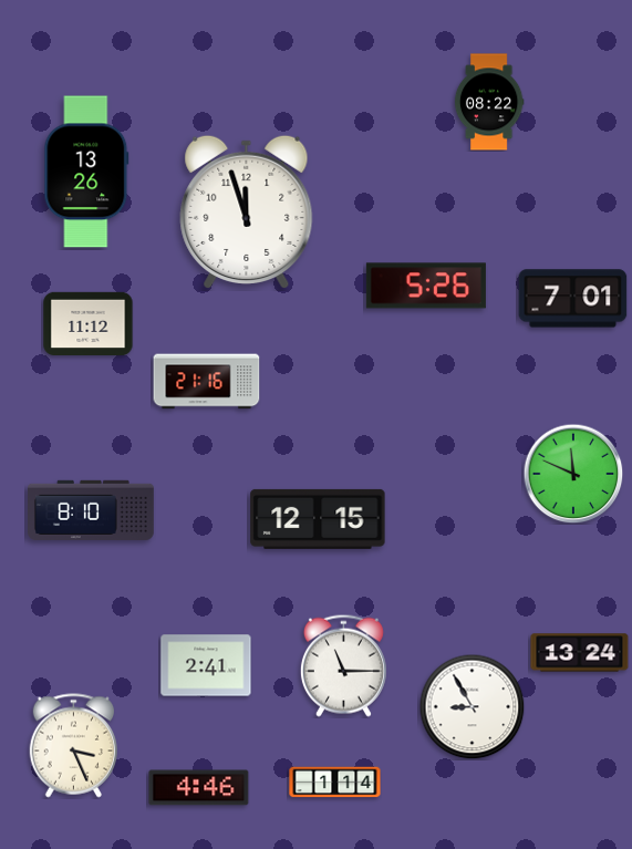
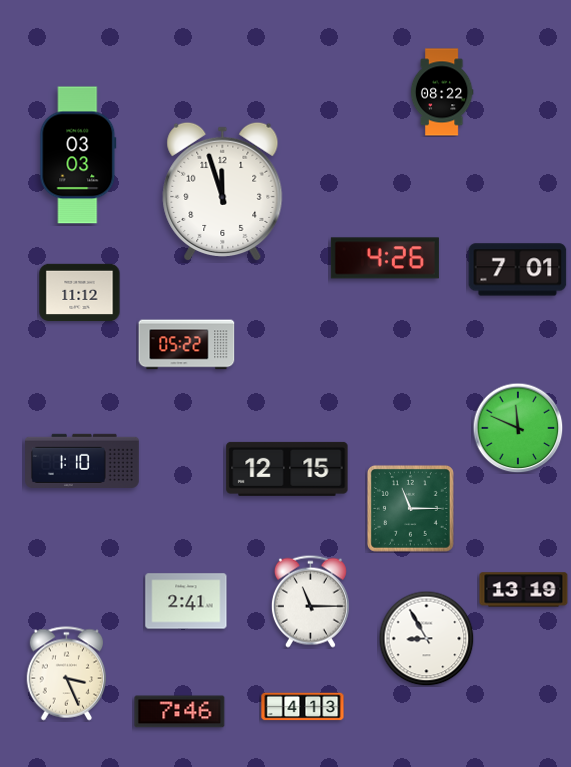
clock at (86, 172): 13:26 -> 03:03
clock at (426, 286): 5:26 -> 4:26
clock at (207, 382): 21:16 -> 05:22
clock at (92, 510): 8:10 -> 1:10
clock at (410, 508): none -> 11:15
clock at (580, 653): 13:24 -> 13:19
clock at (335, 783): 1:14 -> 4:13
clock at (199, 788): 4:46 -> 7:46
